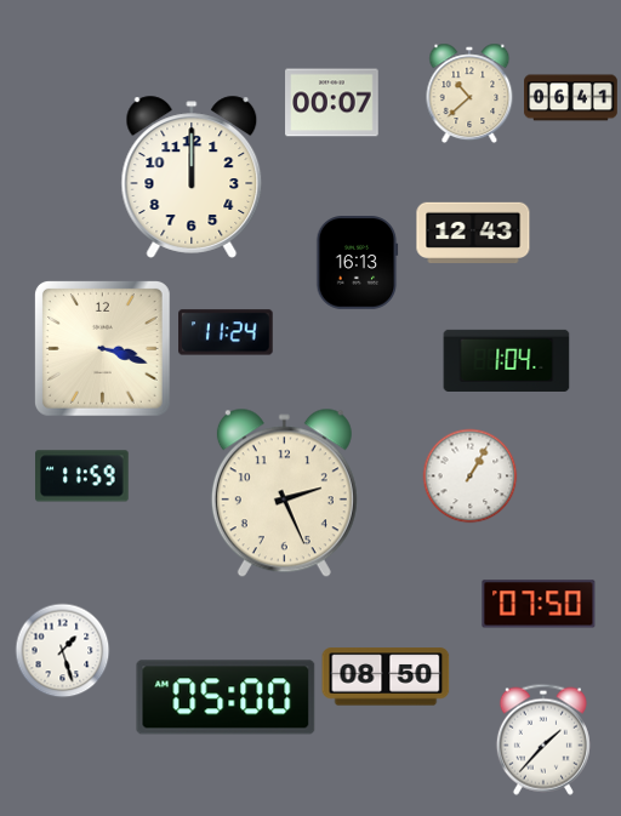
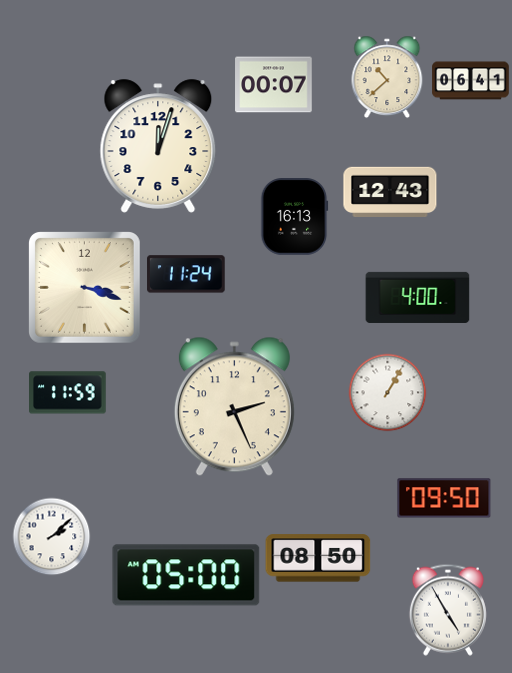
clock at (192, 177): 12:00 -> 12:03
clock at (507, 360): 1:04 -> 4:00
clock at (539, 604): 07:50 -> 09:50
clock at (62, 650): 1:27 -> 2:08
clock at (543, 740): 1:37 -> 4:55
